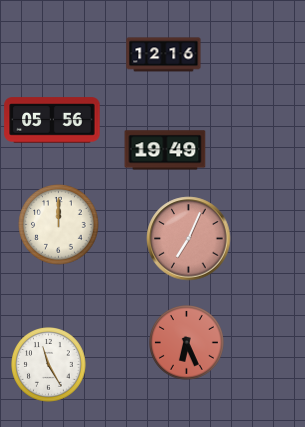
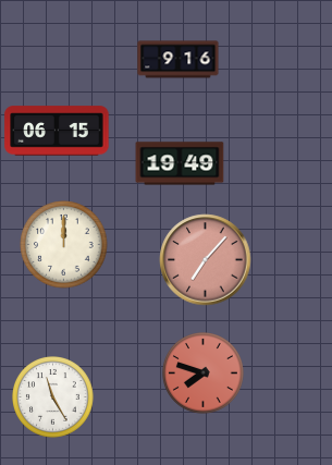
clock at (164, 55): 12:16 -> 9:16
clock at (52, 120): 05:56 -> 06:15
clock at (189, 239): 7:04 -> 7:07
clock at (187, 343): 6:26 -> 7:48
